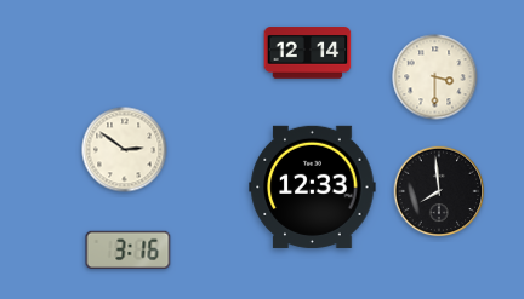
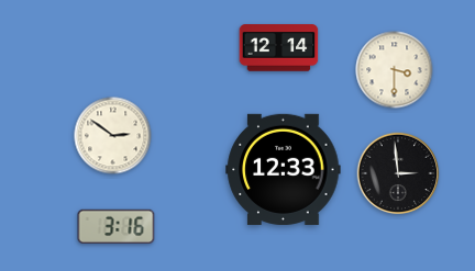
clock at (439, 191): 7:59 -> 2:59
